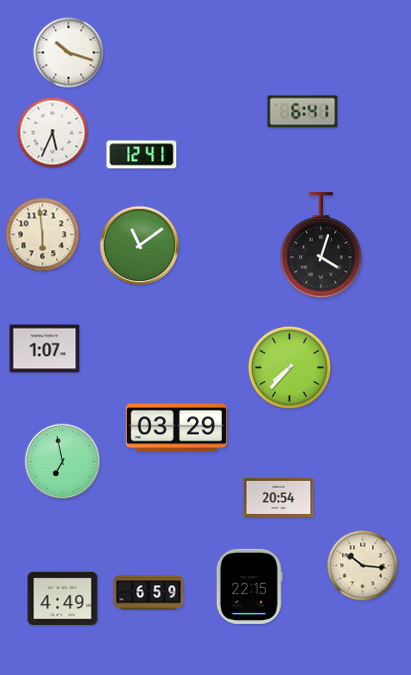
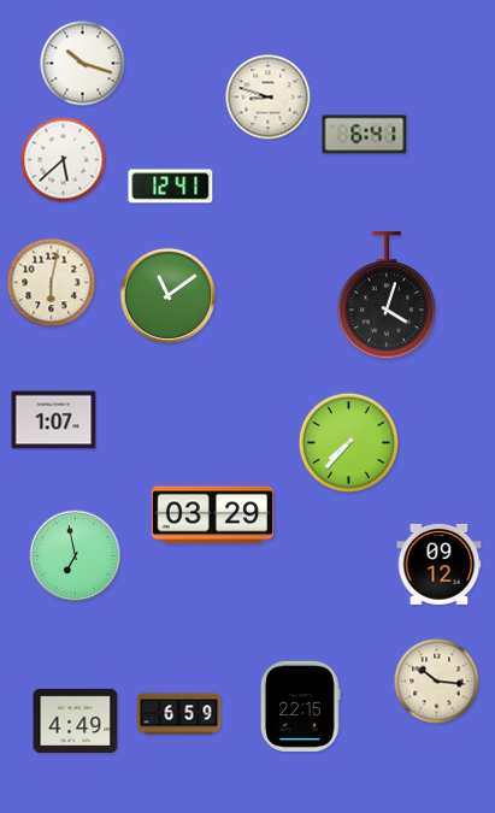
clock at (269, 98): none -> 8:48
clock at (53, 133): 5:34 -> 5:38
clock at (43, 235): 5:59 -> 6:02
clock at (440, 564): none -> 09:12
clock at (279, 497): 20:54 -> none
